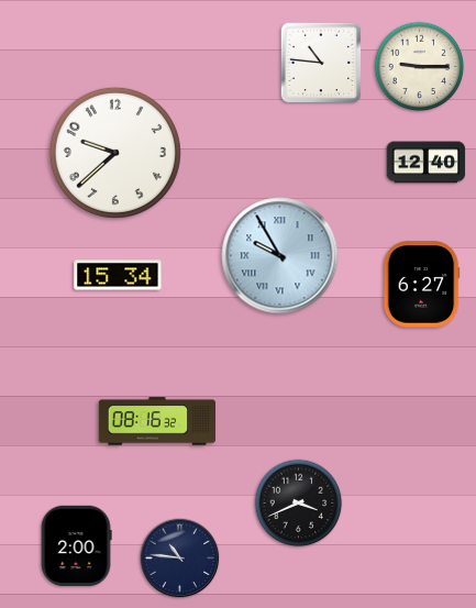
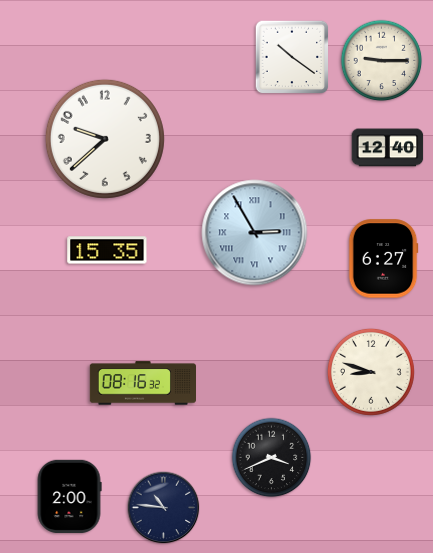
clock at (321, 63): 10:46 -> 10:21
clock at (280, 256): 9:55 -> 2:55
clock at (118, 275): 15:34 -> 15:35
clock at (371, 372): none -> 8:48
